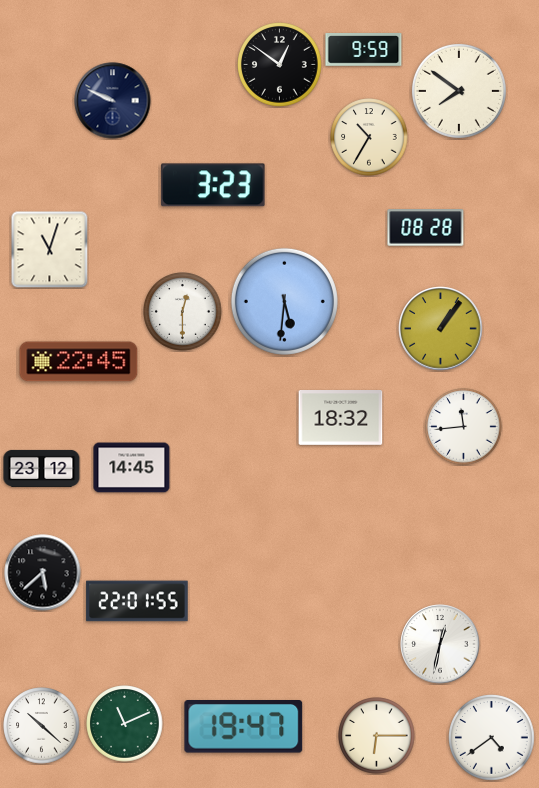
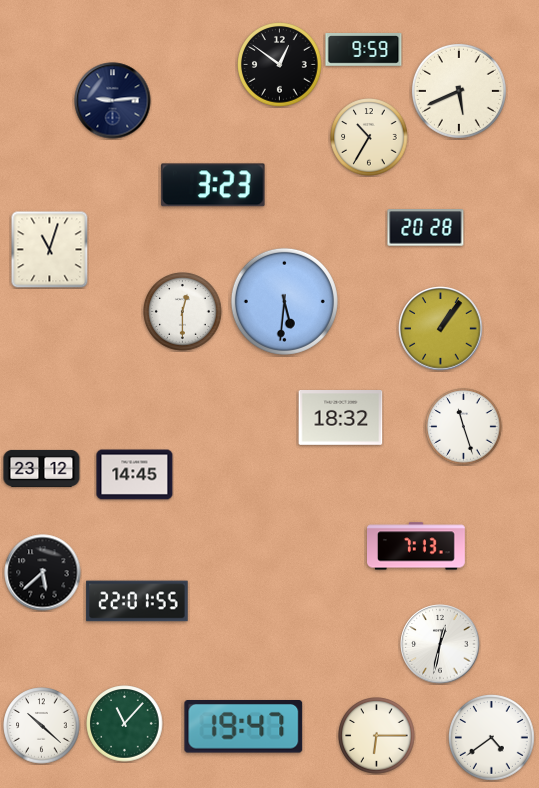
clock at (459, 91): 7:51 -> 5:41
clock at (113, 101): 9:49 -> 9:14
clock at (426, 228): 08:28 -> 20:28
clock at (79, 362): 22:45 -> none
clock at (464, 427): 11:44 -> 11:27
clock at (132, 468) position: (132, 468) -> (135, 475)
clock at (417, 546): none -> 7:13
clock at (125, 724): 11:11 -> 11:07
